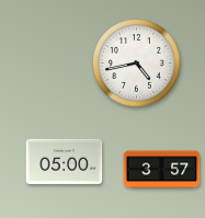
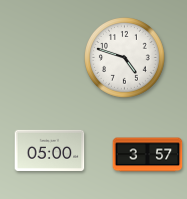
clock at (137, 64): 4:43 -> 4:48
clock at (65, 161) position: (65, 161) -> (50, 150)
